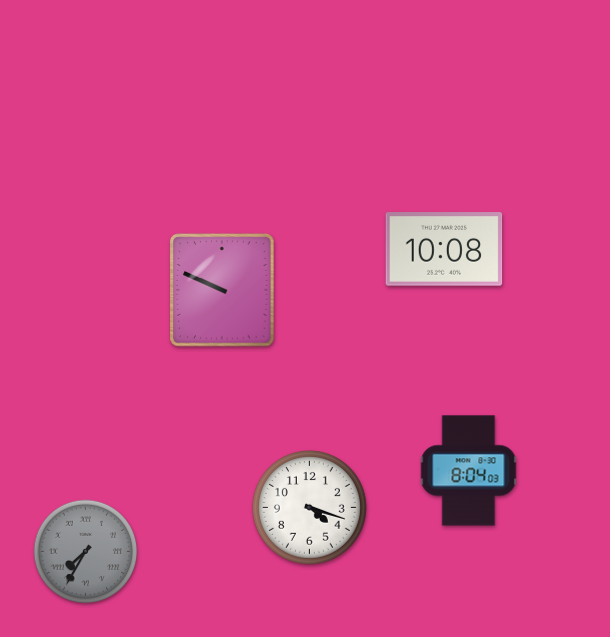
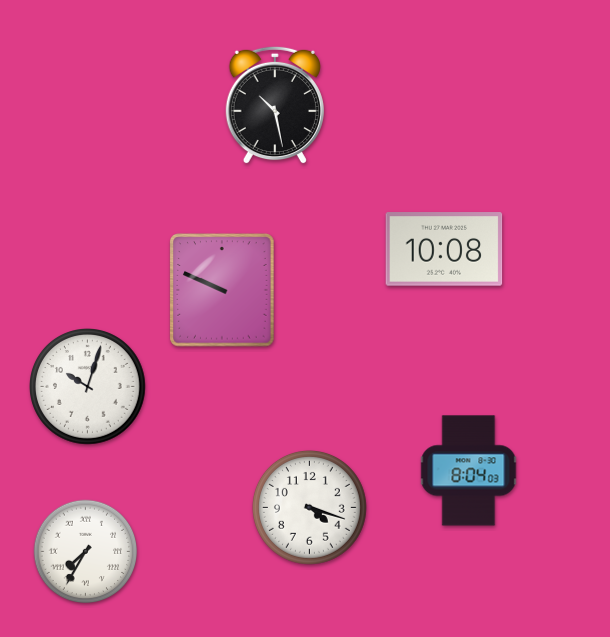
clock at (275, 105): none -> 10:28
clock at (88, 387): none -> 10:03
clock at (86, 552) dial: grey -> white
